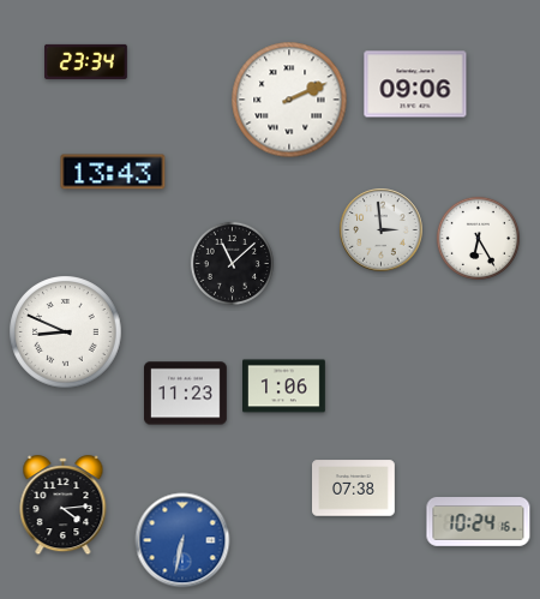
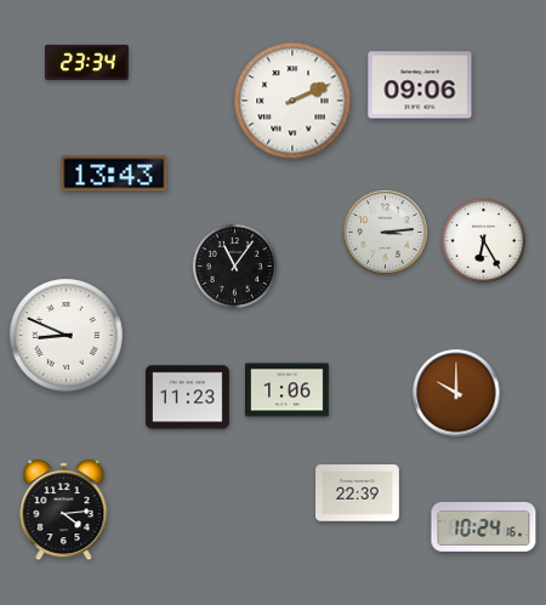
clock at (382, 230): 2:59 -> 3:14
clock at (232, 263): 11:08 -> 11:06
clock at (456, 393): none -> 10:00
clock at (354, 489): 07:38 -> 22:39
clock at (182, 540): 6:32 -> none
